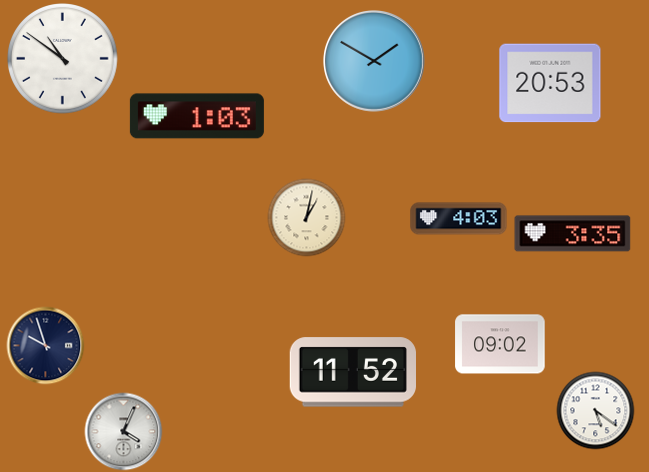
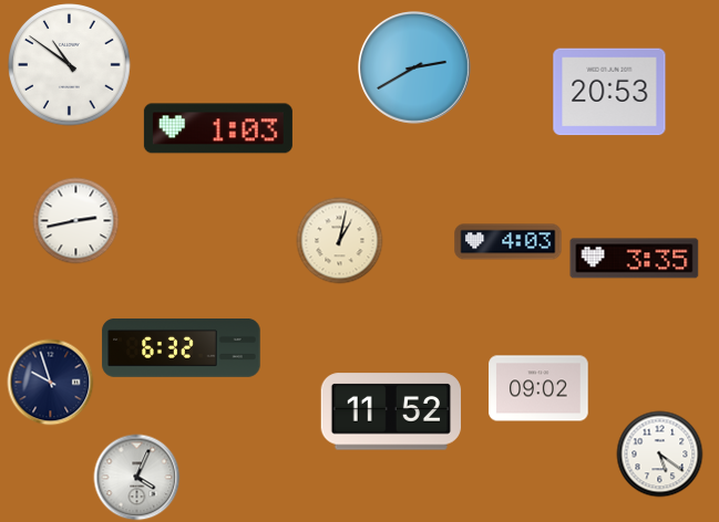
clock at (375, 62): 1:50 -> 2:40
clock at (75, 220): none -> 2:43
clock at (182, 348): none -> 6:32
clock at (500, 344) position: (500, 344) -> (538, 388)
